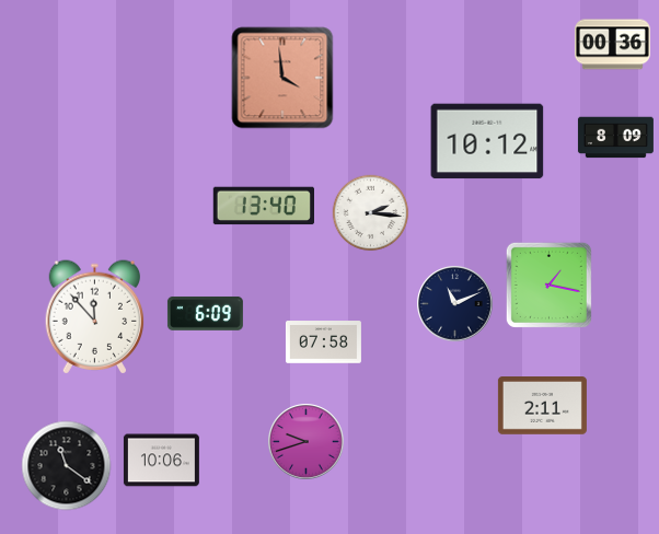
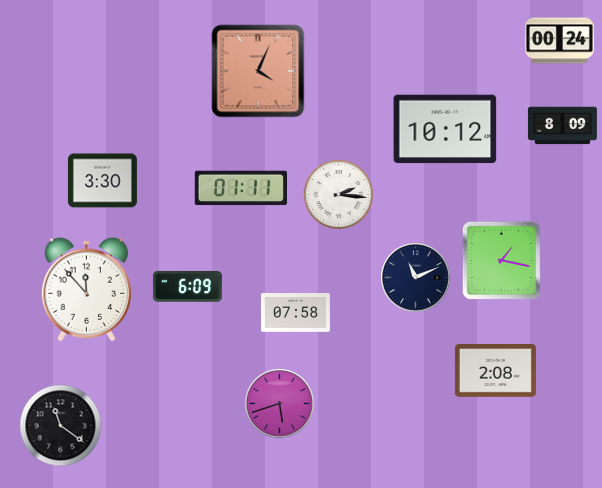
clock at (612, 45): 00:36 -> 00:24
clock at (282, 78): 3:59 -> 4:04
clock at (102, 181): none -> 3:30
clock at (263, 206): 13:40 -> 01:11
clock at (542, 406): 2:11 -> 2:08
clock at (307, 442): 9:42 -> 5:42
clock at (161, 461): 10:06 -> none
